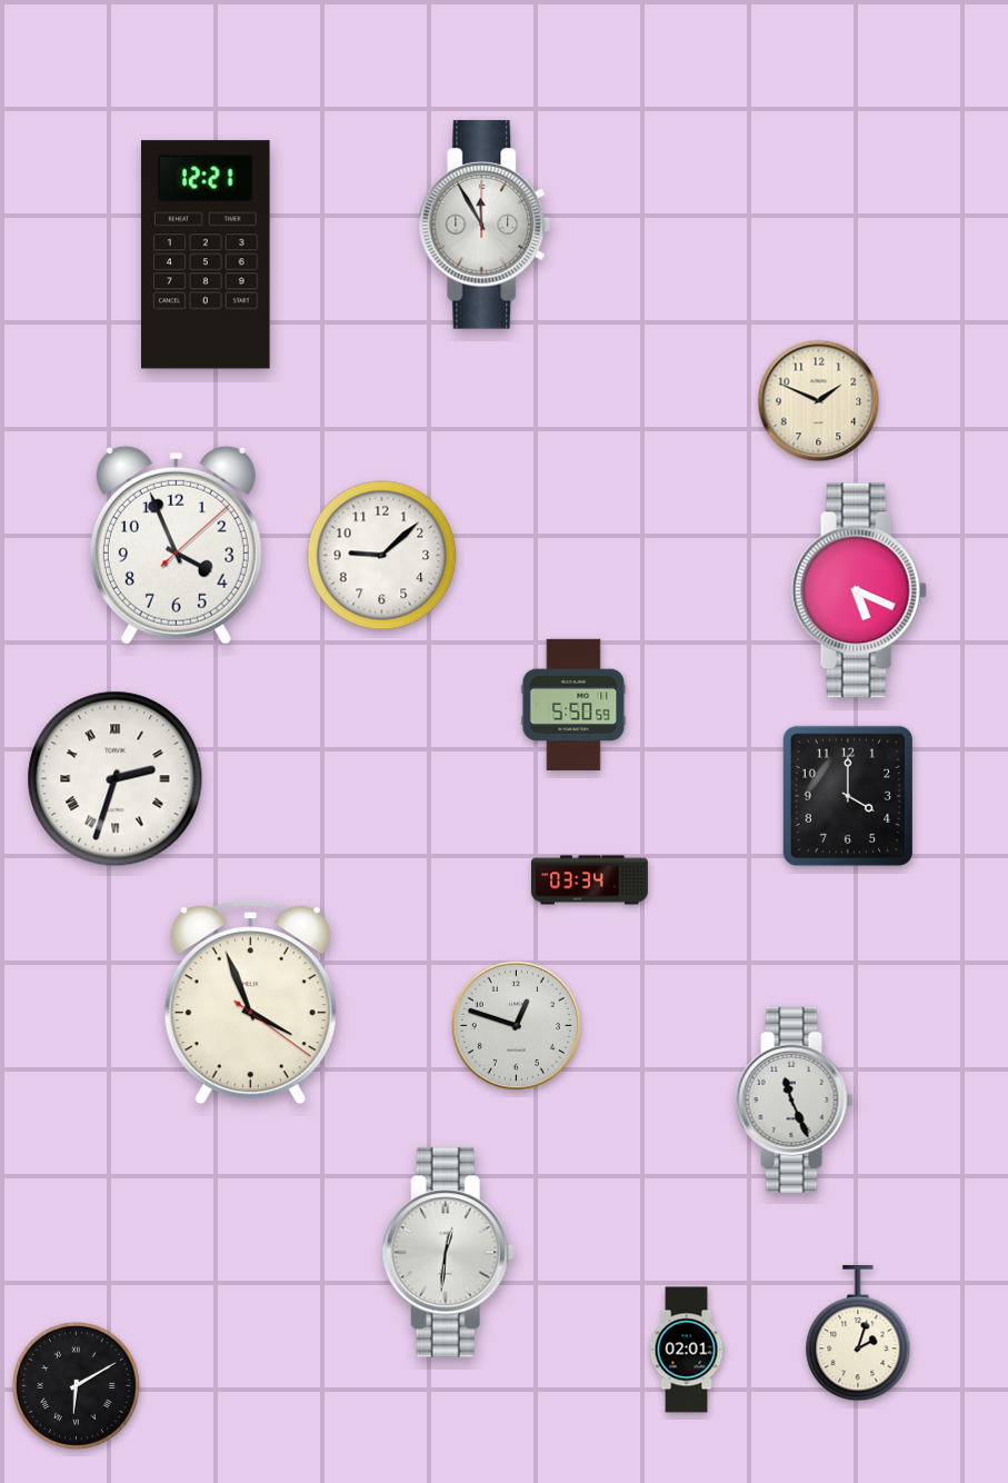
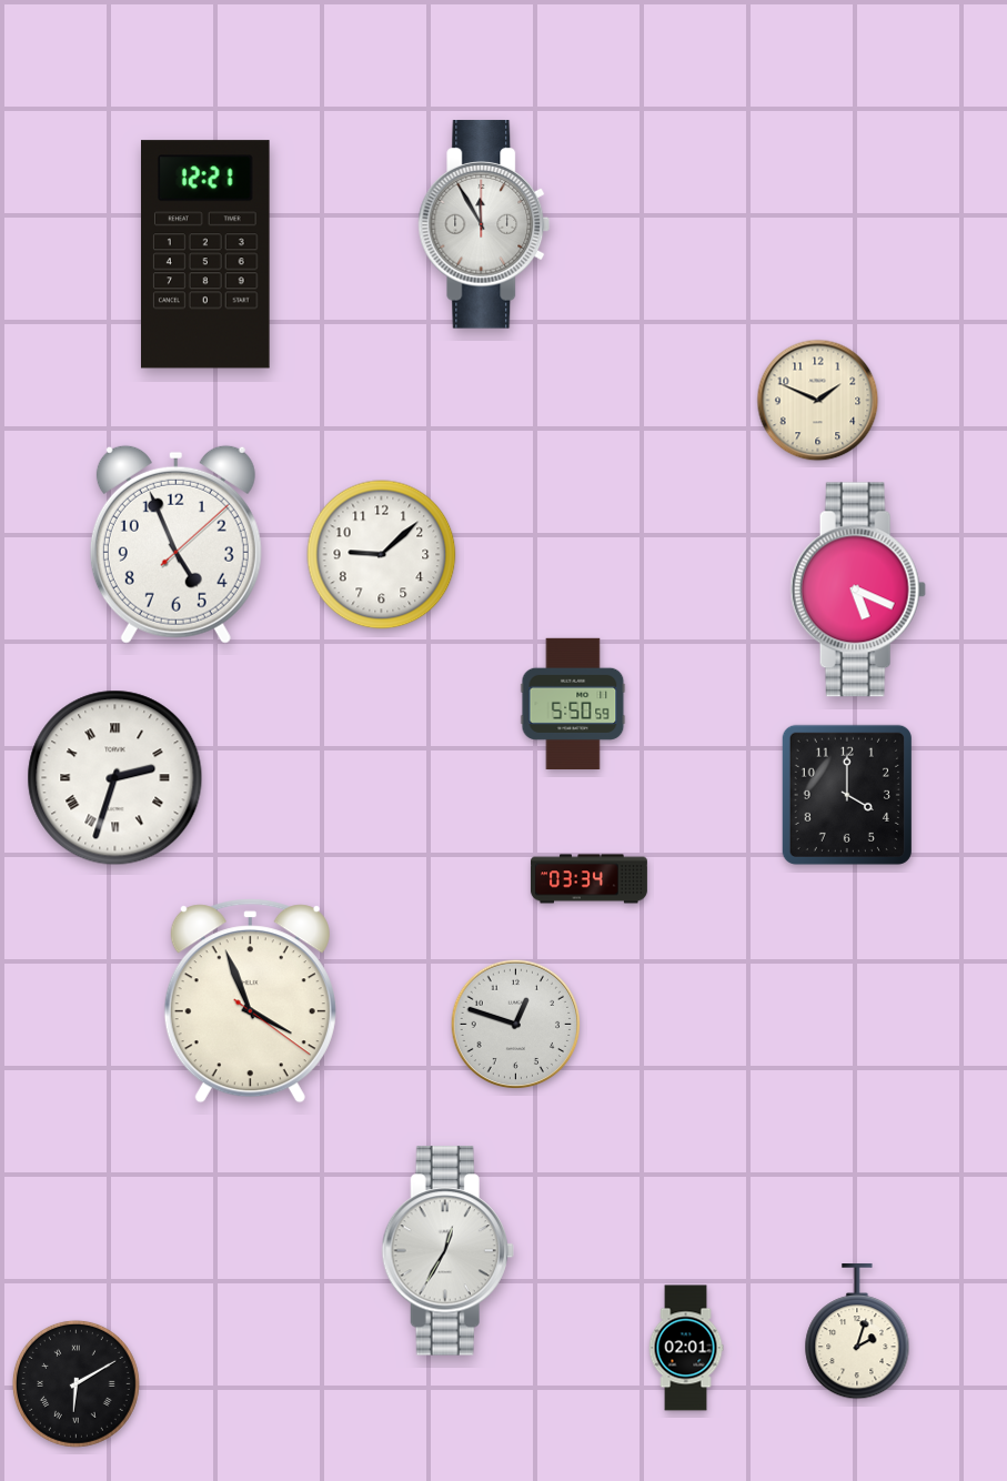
clock at (176, 545): 3:56 -> 4:56
clock at (795, 1099): 11:26 -> none
clock at (448, 1253): 12:31 -> 12:35
